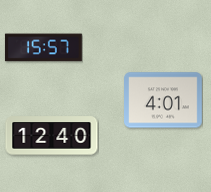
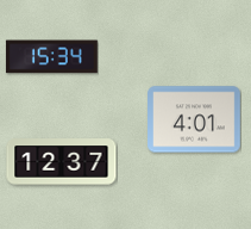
clock at (43, 48): 15:57 -> 15:34
clock at (52, 136): 12:40 -> 12:37
